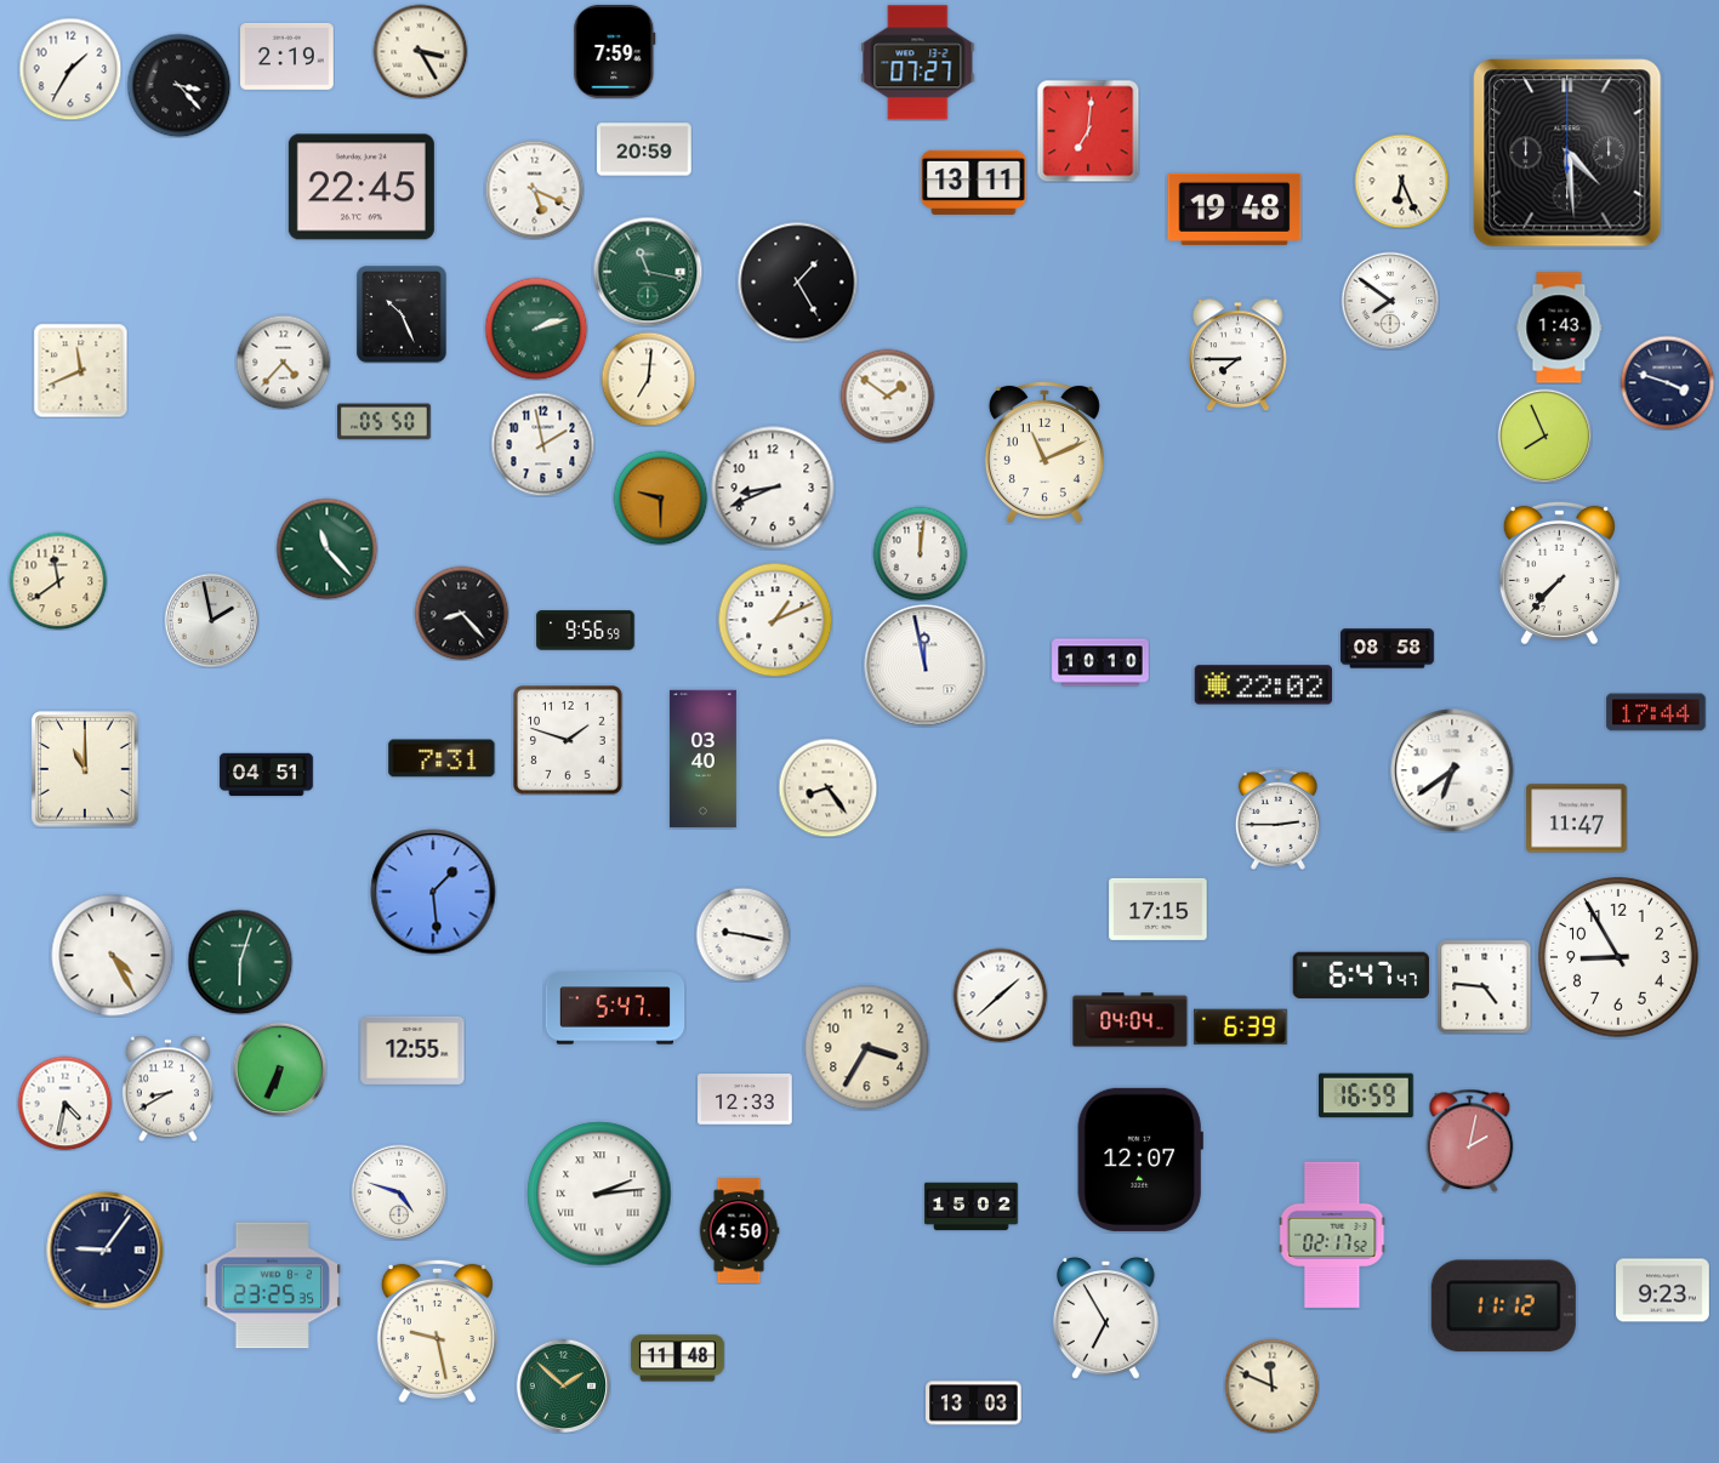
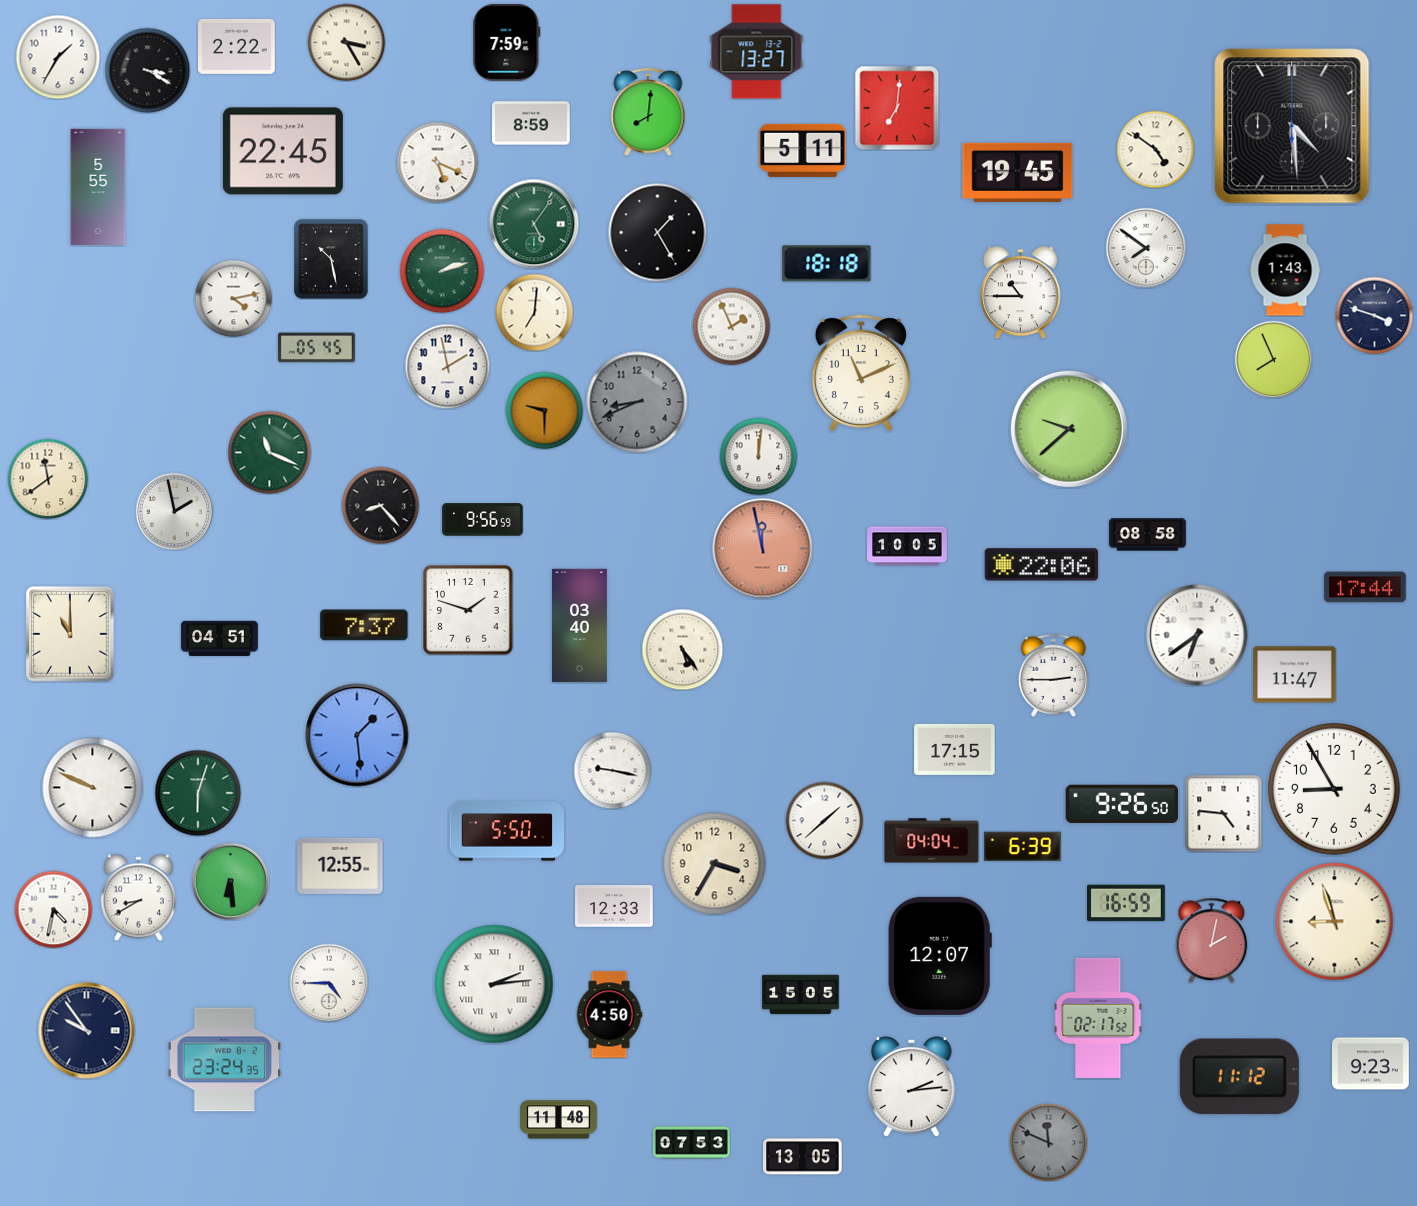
clock at (288, 56): 2:19 -> 2:22
clock at (918, 63): 07:27 -> 13:27
clock at (178, 85): 3:23 -> 3:20
clock at (648, 112): none -> 8:01
clock at (644, 149): 20:59 -> 8:59
clock at (1401, 181): 6:26 -> 4:51
clock at (974, 182): 13:11 -> 5:11
clock at (362, 187) position: (362, 187) -> (283, 151)
clock at (534, 189) position: (534, 189) -> (437, 162)
clock at (1235, 209): 19:48 -> 19:45
clock at (98, 186): none -> 5:55
clock at (648, 272): 11:17 -> 5:06
clock at (402, 314): 10:26 -> 10:28
clock at (827, 264): none -> 18:18
clock at (1239, 354): 7:45 -> 10:45
clock at (283, 362): 4:37 -> 4:13
clock at (80, 370): 11:41 -> none
clock at (887, 395): 1:51 -> 1:56
clock at (385, 422): 05:50 -> 05:45
clock at (773, 488) dial: white -> grey
clock at (1069, 429): none -> 9:38
clock at (326, 548): 11:23 -> 11:19
clock at (1559, 571): 7:37 -> none
clock at (775, 620): 1:11 -> none
clock at (1388, 649) position: (1388, 649) -> (1148, 535)
clock at (1100, 662): 10:10 -> 10:05
clock at (926, 666) dial: white -> salmon
clock at (1263, 685): 22:02 -> 22:06
clock at (442, 758): 7:31 -> 7:37
clock at (827, 787): 8:24 -> 5:24
clock at (1577, 819) position: (1577, 819) -> (1295, 675)
clock at (113, 956): 4:25 -> 9:49
clock at (1361, 975): 6:47 -> 9:26
clock at (615, 1008): 5:47 -> 5:50
clock at (279, 1069): 6:34 -> 6:29
clock at (1335, 922): none -> 8:57
clock at (399, 1192): 4:48 -> 4:45
clock at (972, 1207): 15:02 -> 15:05
clock at (106, 1251): 9:06 -> 9:54
clock at (272, 1286): 23:25 -> 23:24
clock at (1105, 1319): 6:55 -> 2:14
clock at (437, 1330): 9:28 -> none
clock at (563, 1385): 1:52 -> none
clock at (1271, 1385) dial: cream -> grey
clock at (692, 1143): none -> 07:53
clock at (974, 1404): 13:03 -> 13:05
